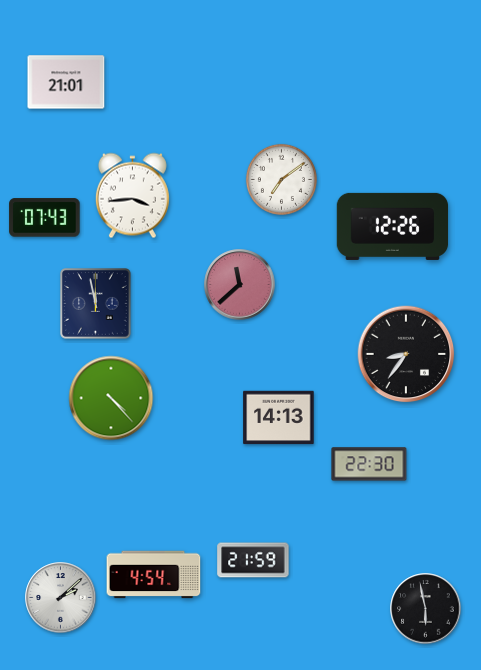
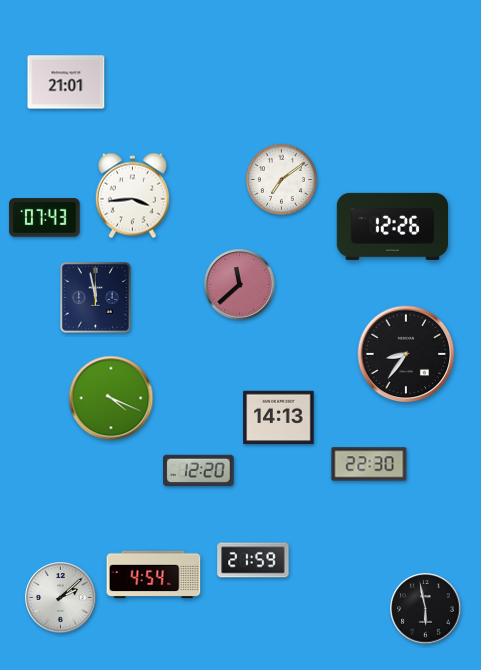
clock at (96, 304) position: (96, 304) -> (96, 298)
clock at (111, 398): 4:23 -> 4:19
clock at (199, 470): none -> 12:20
